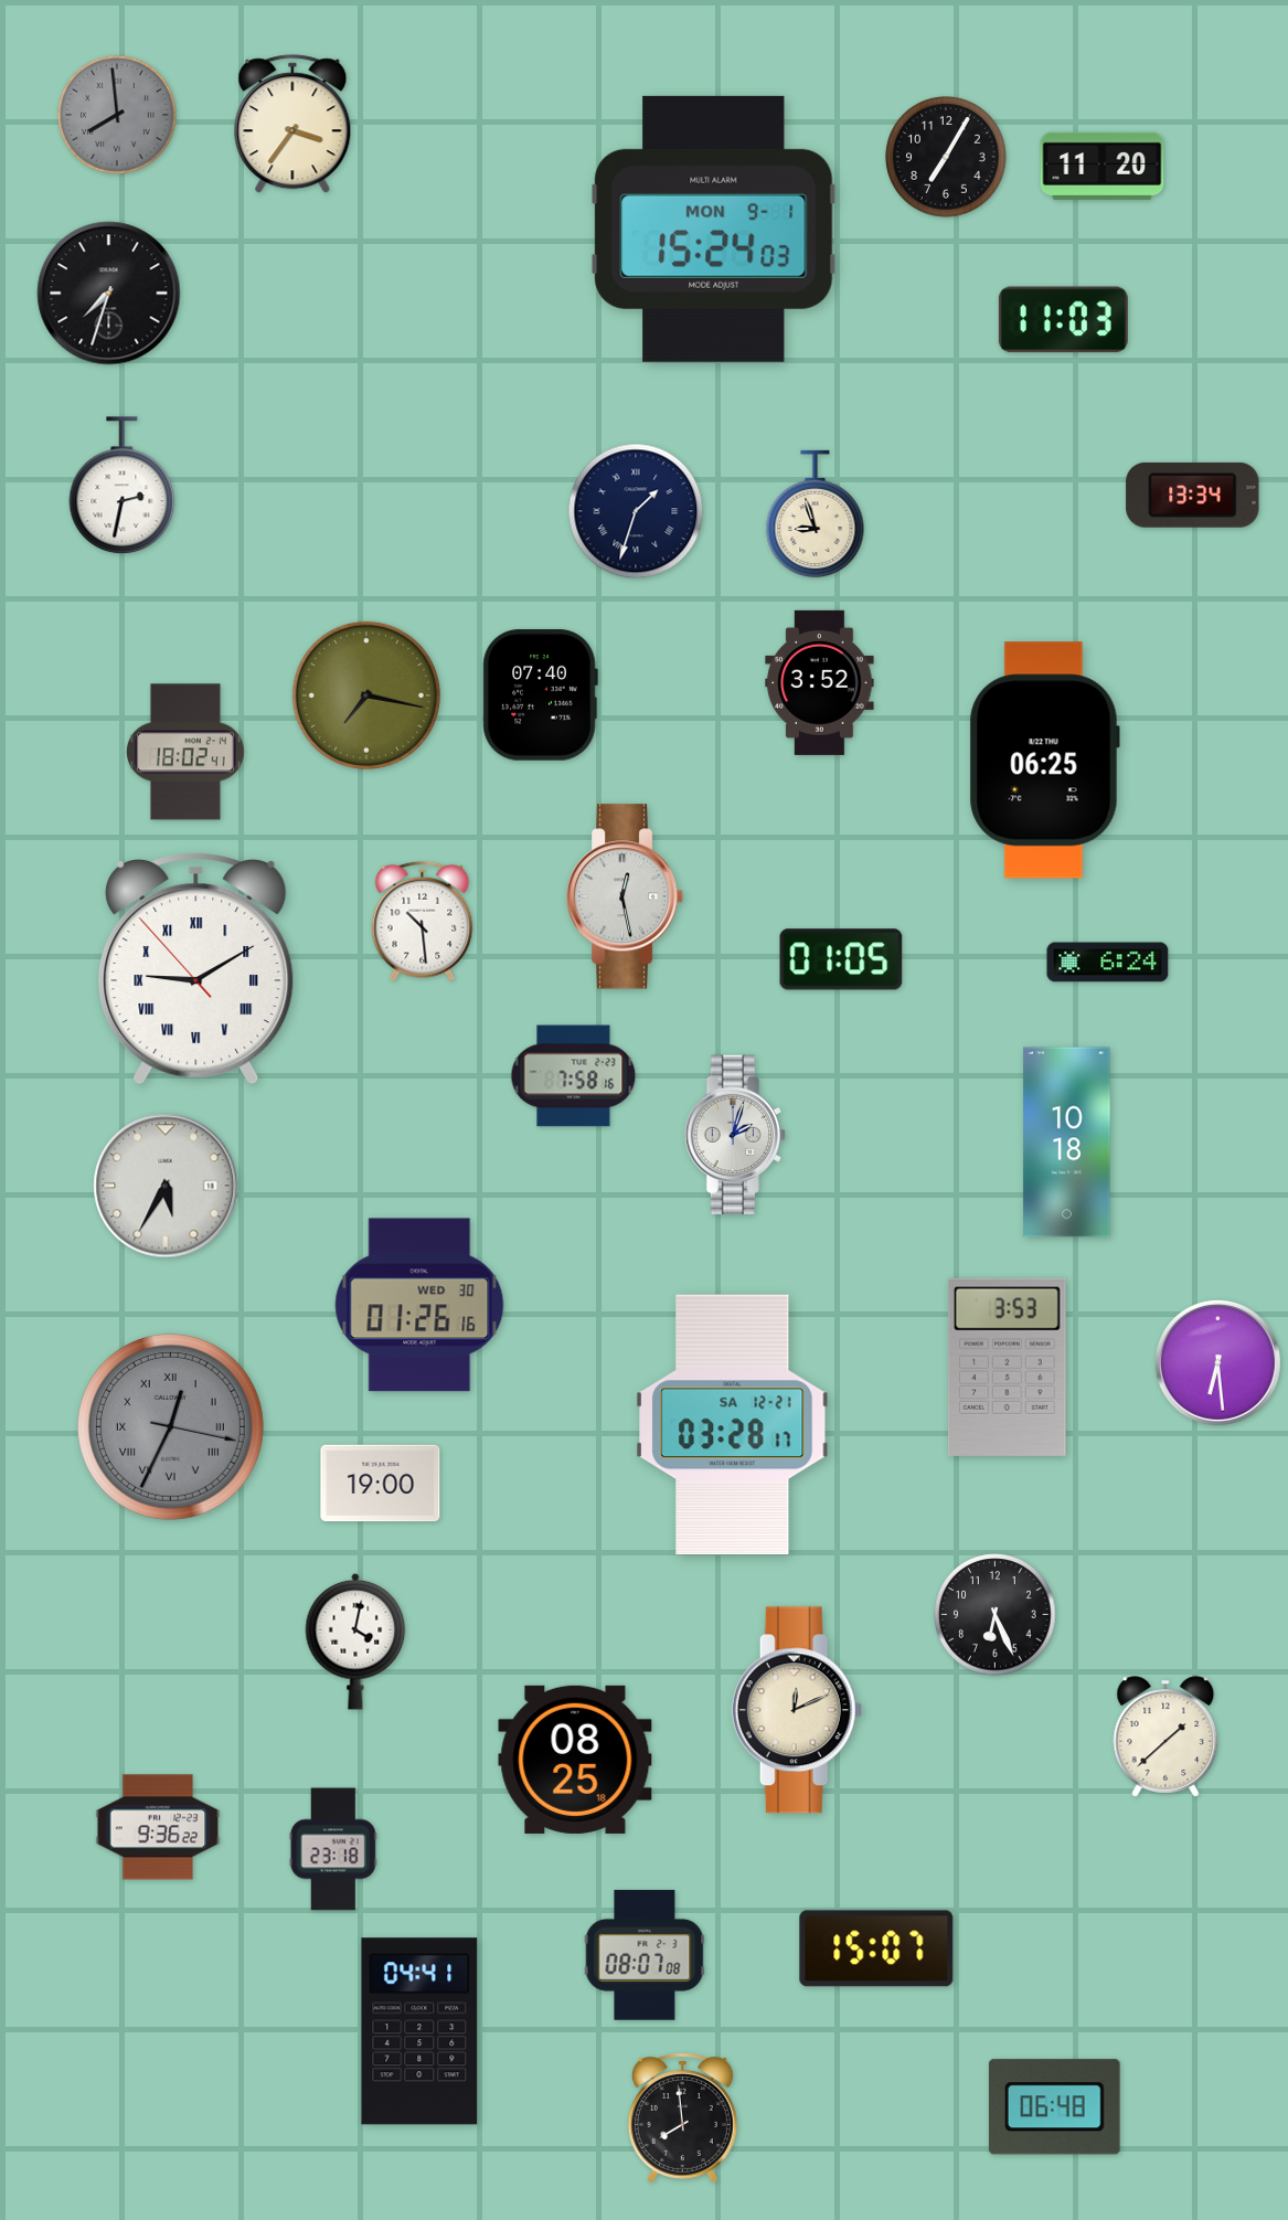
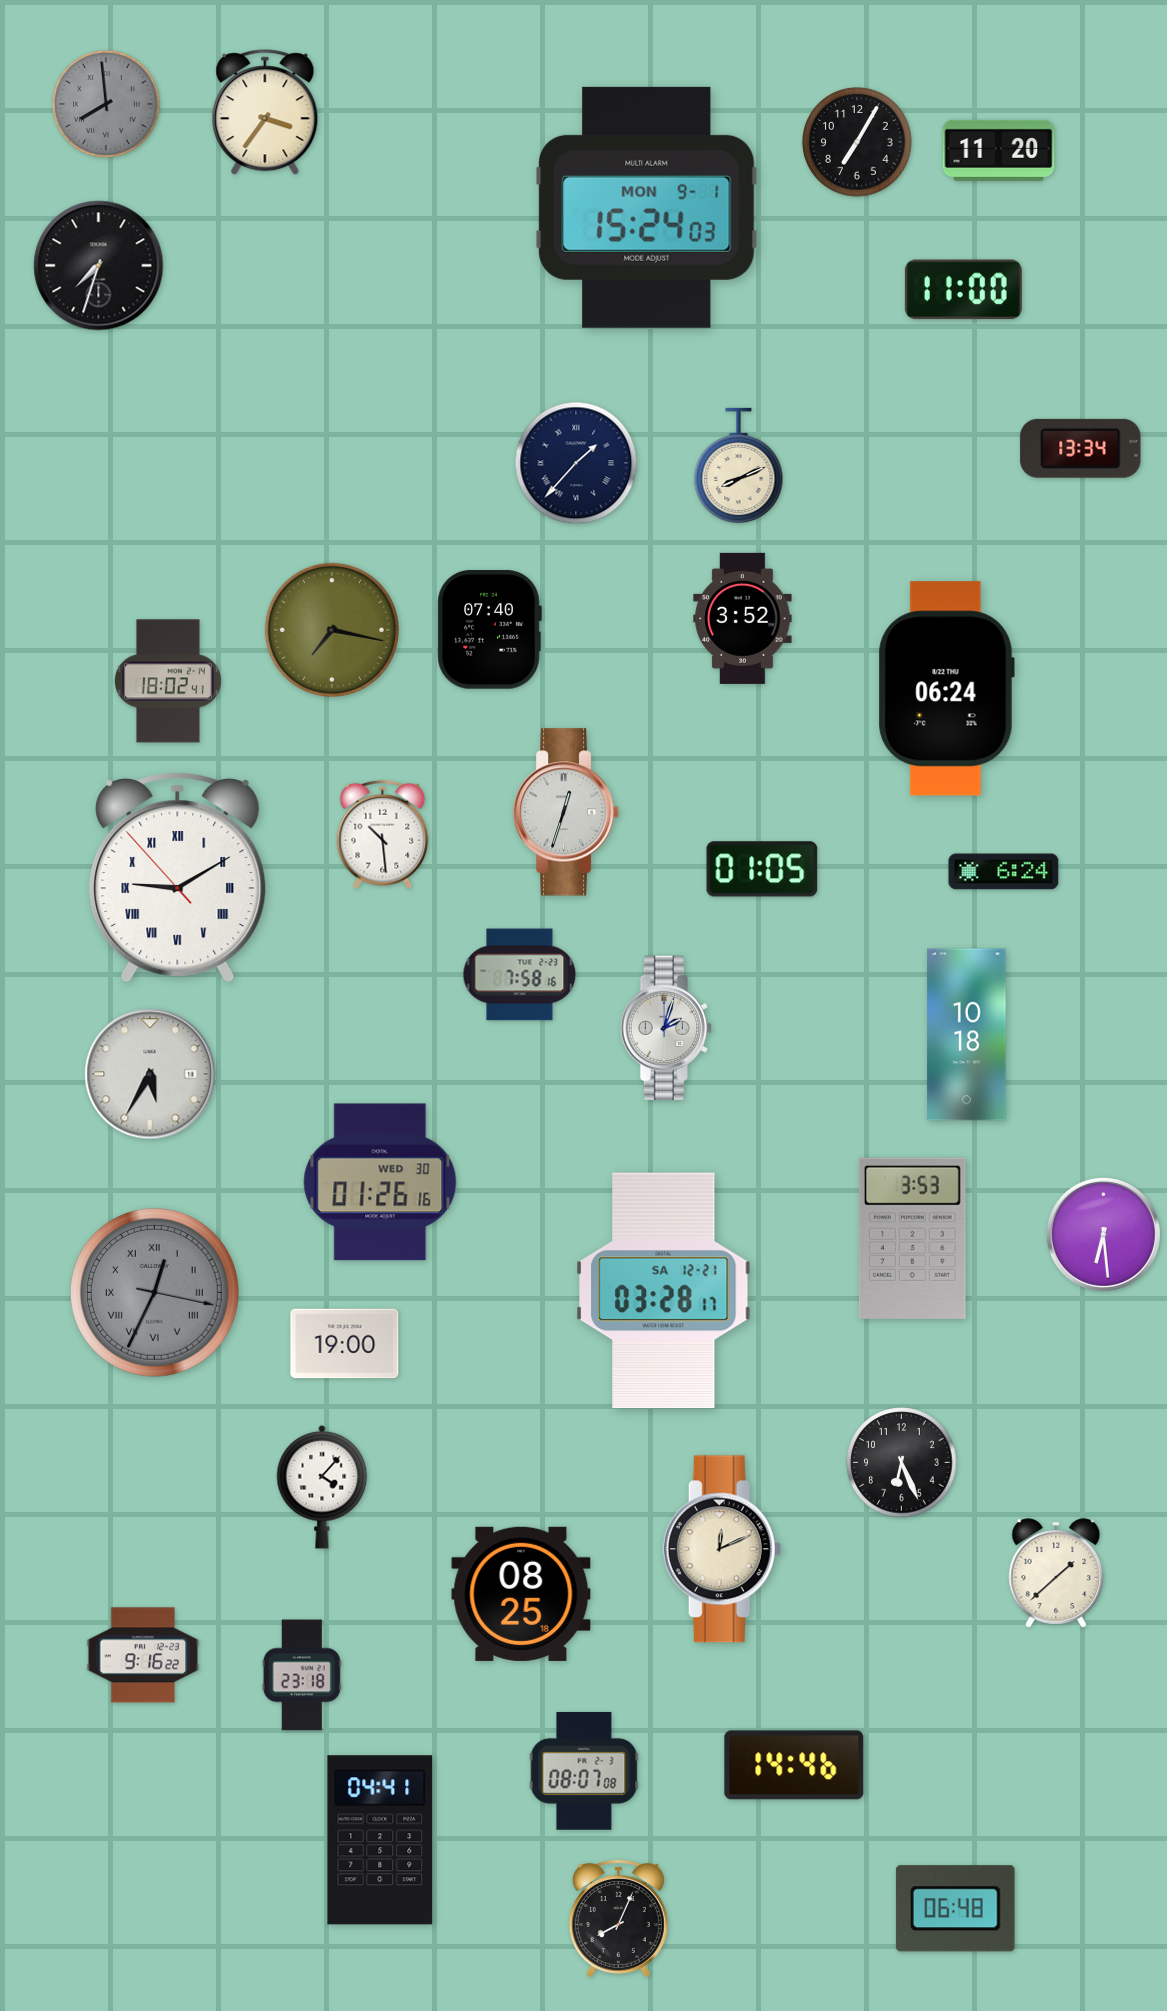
clock at (1063, 320): 11:03 -> 11:00
clock at (123, 486): 2:32 -> none
clock at (636, 511): 1:33 -> 1:37
clock at (816, 514): 8:57 -> 8:11
clock at (1044, 761): 06:25 -> 06:24
clock at (625, 896): 12:28 -> 12:33
clock at (355, 1642): 4:02 -> 4:07
clock at (158, 1827): 9:36 -> 9:16
clock at (876, 1948): 15:07 -> 14:46
clock at (682, 2118): 7:59 -> 8:04
